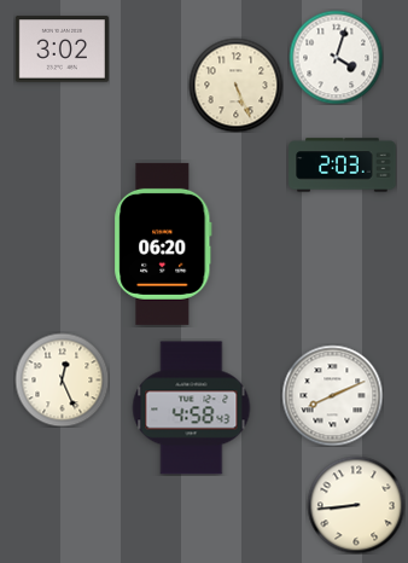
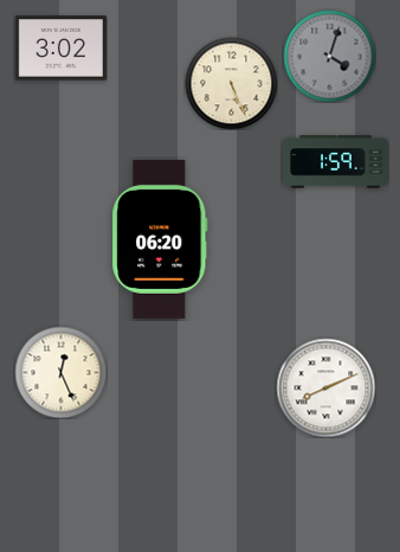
clock at (336, 57) dial: white -> grey
clock at (343, 166): 2:03 -> 1:59
clock at (192, 408): 4:58 -> none
clock at (356, 505): 8:44 -> none
